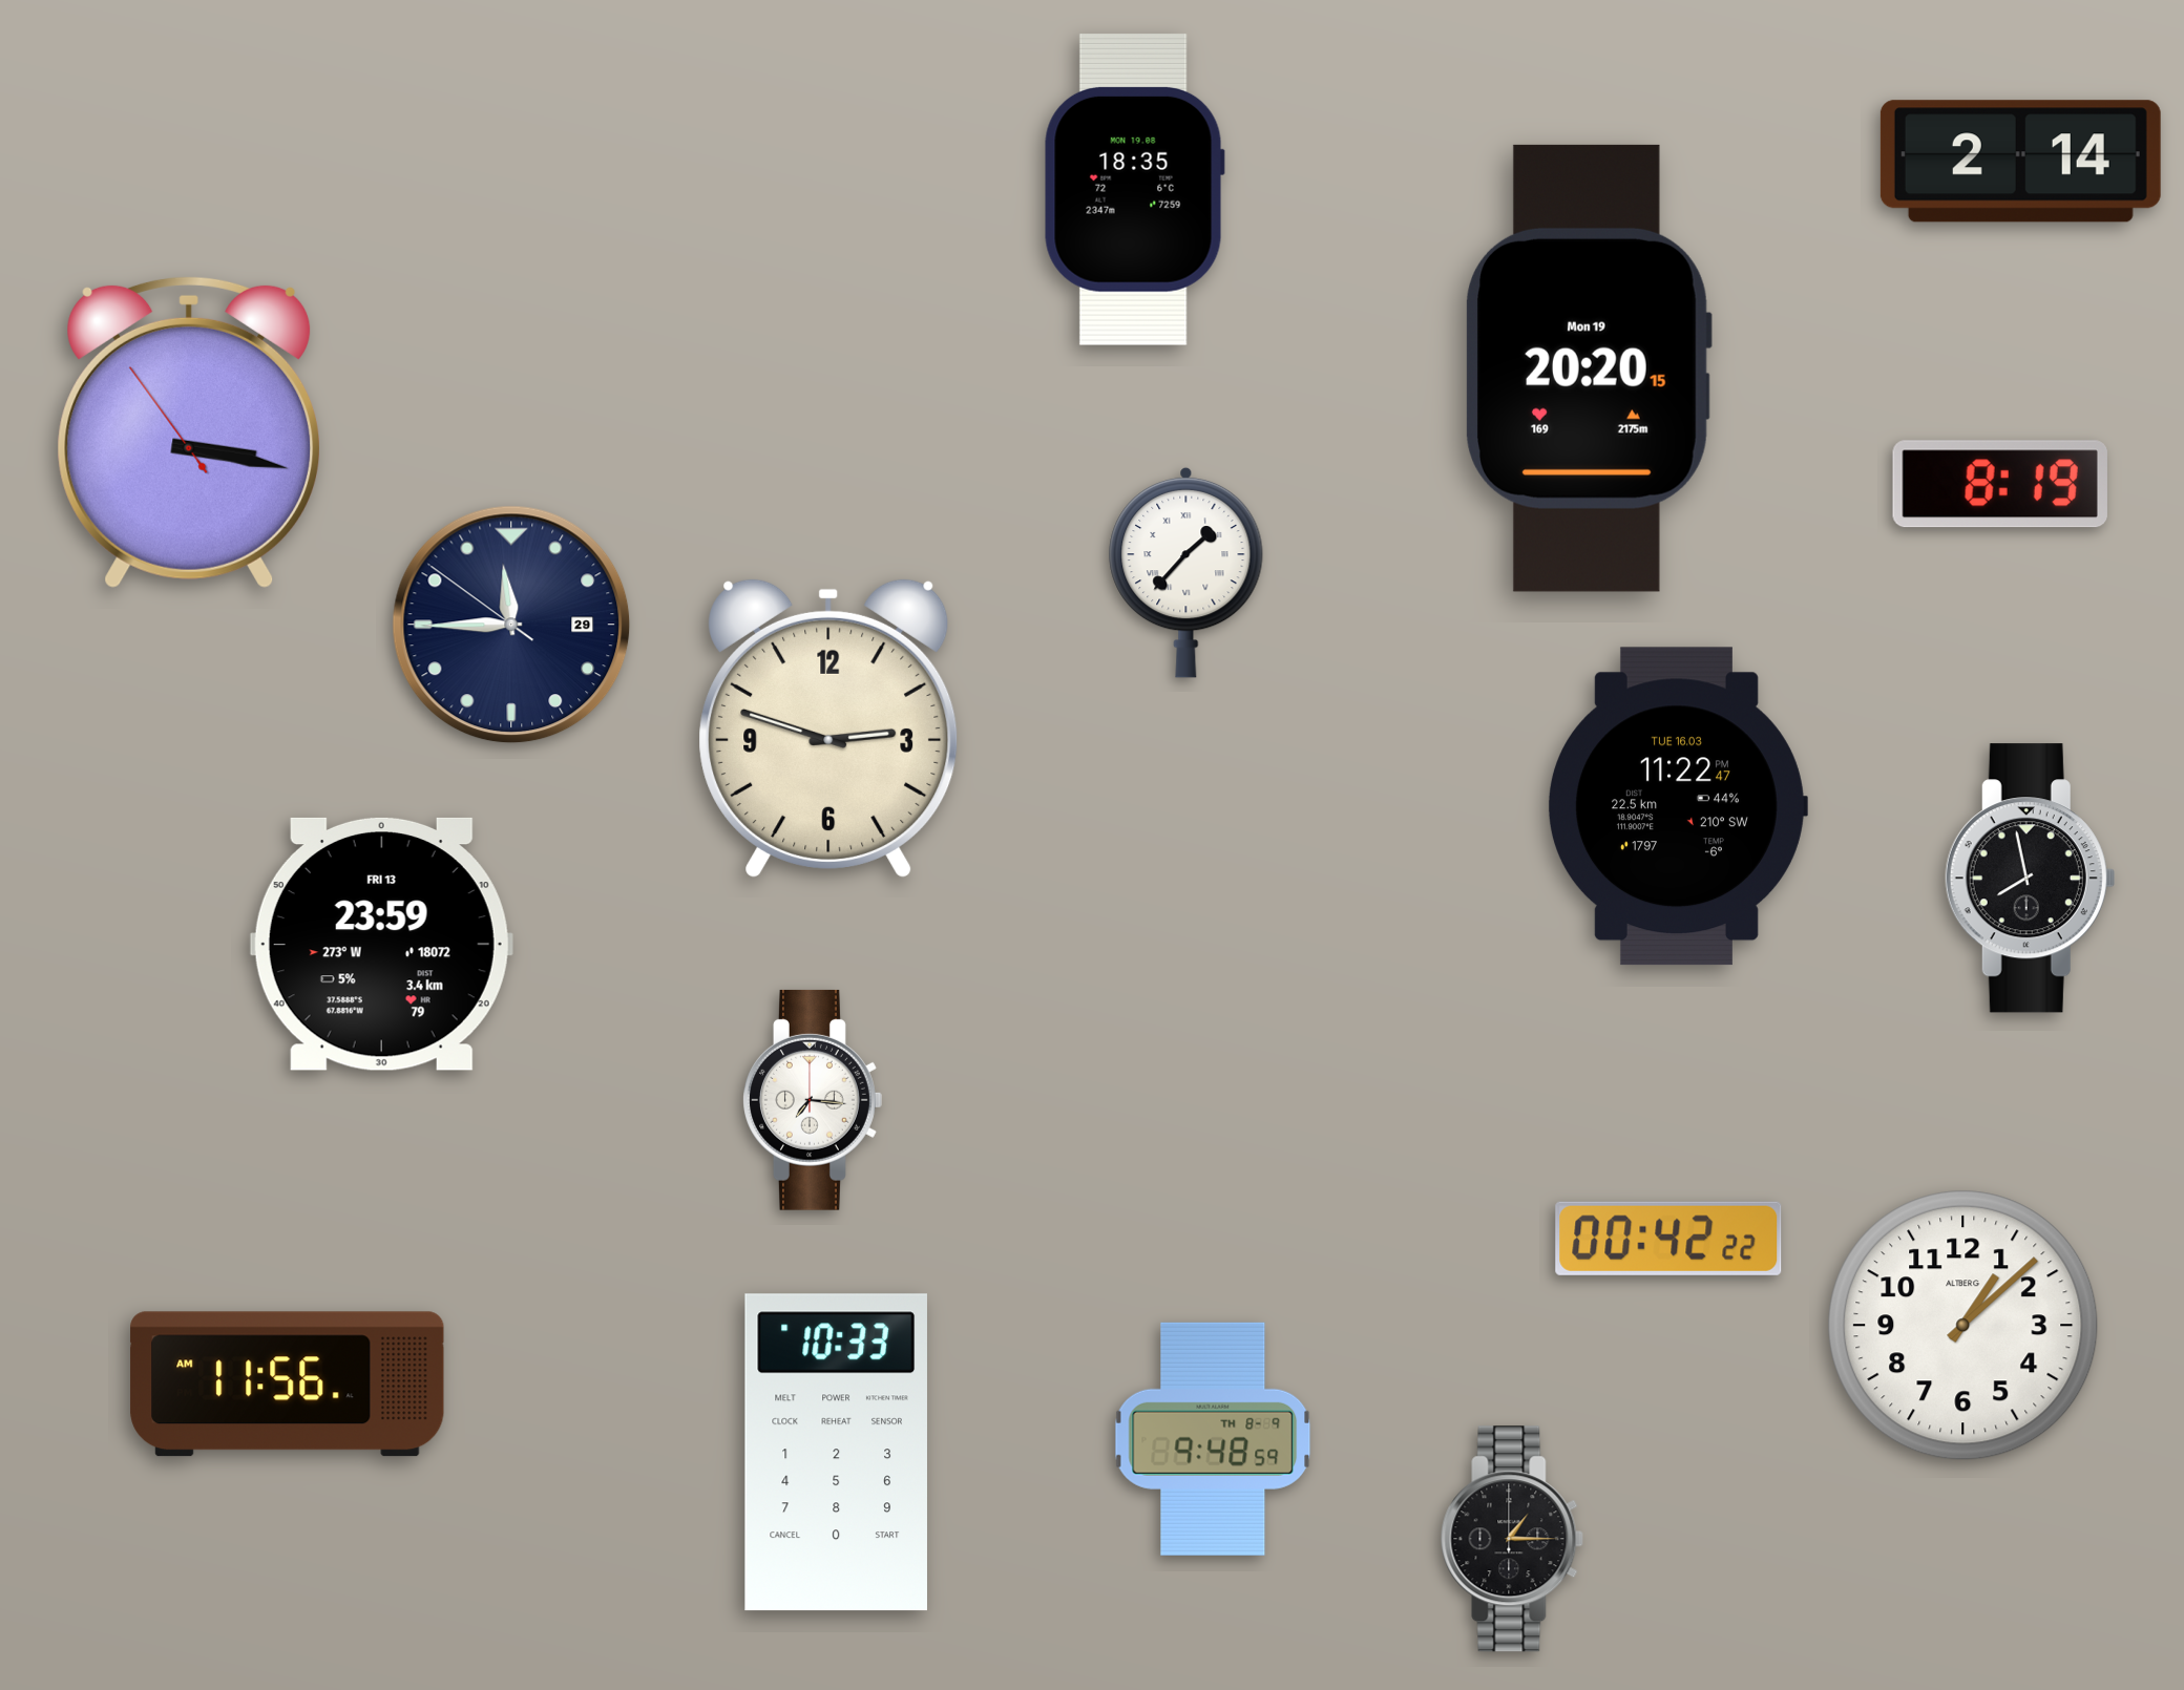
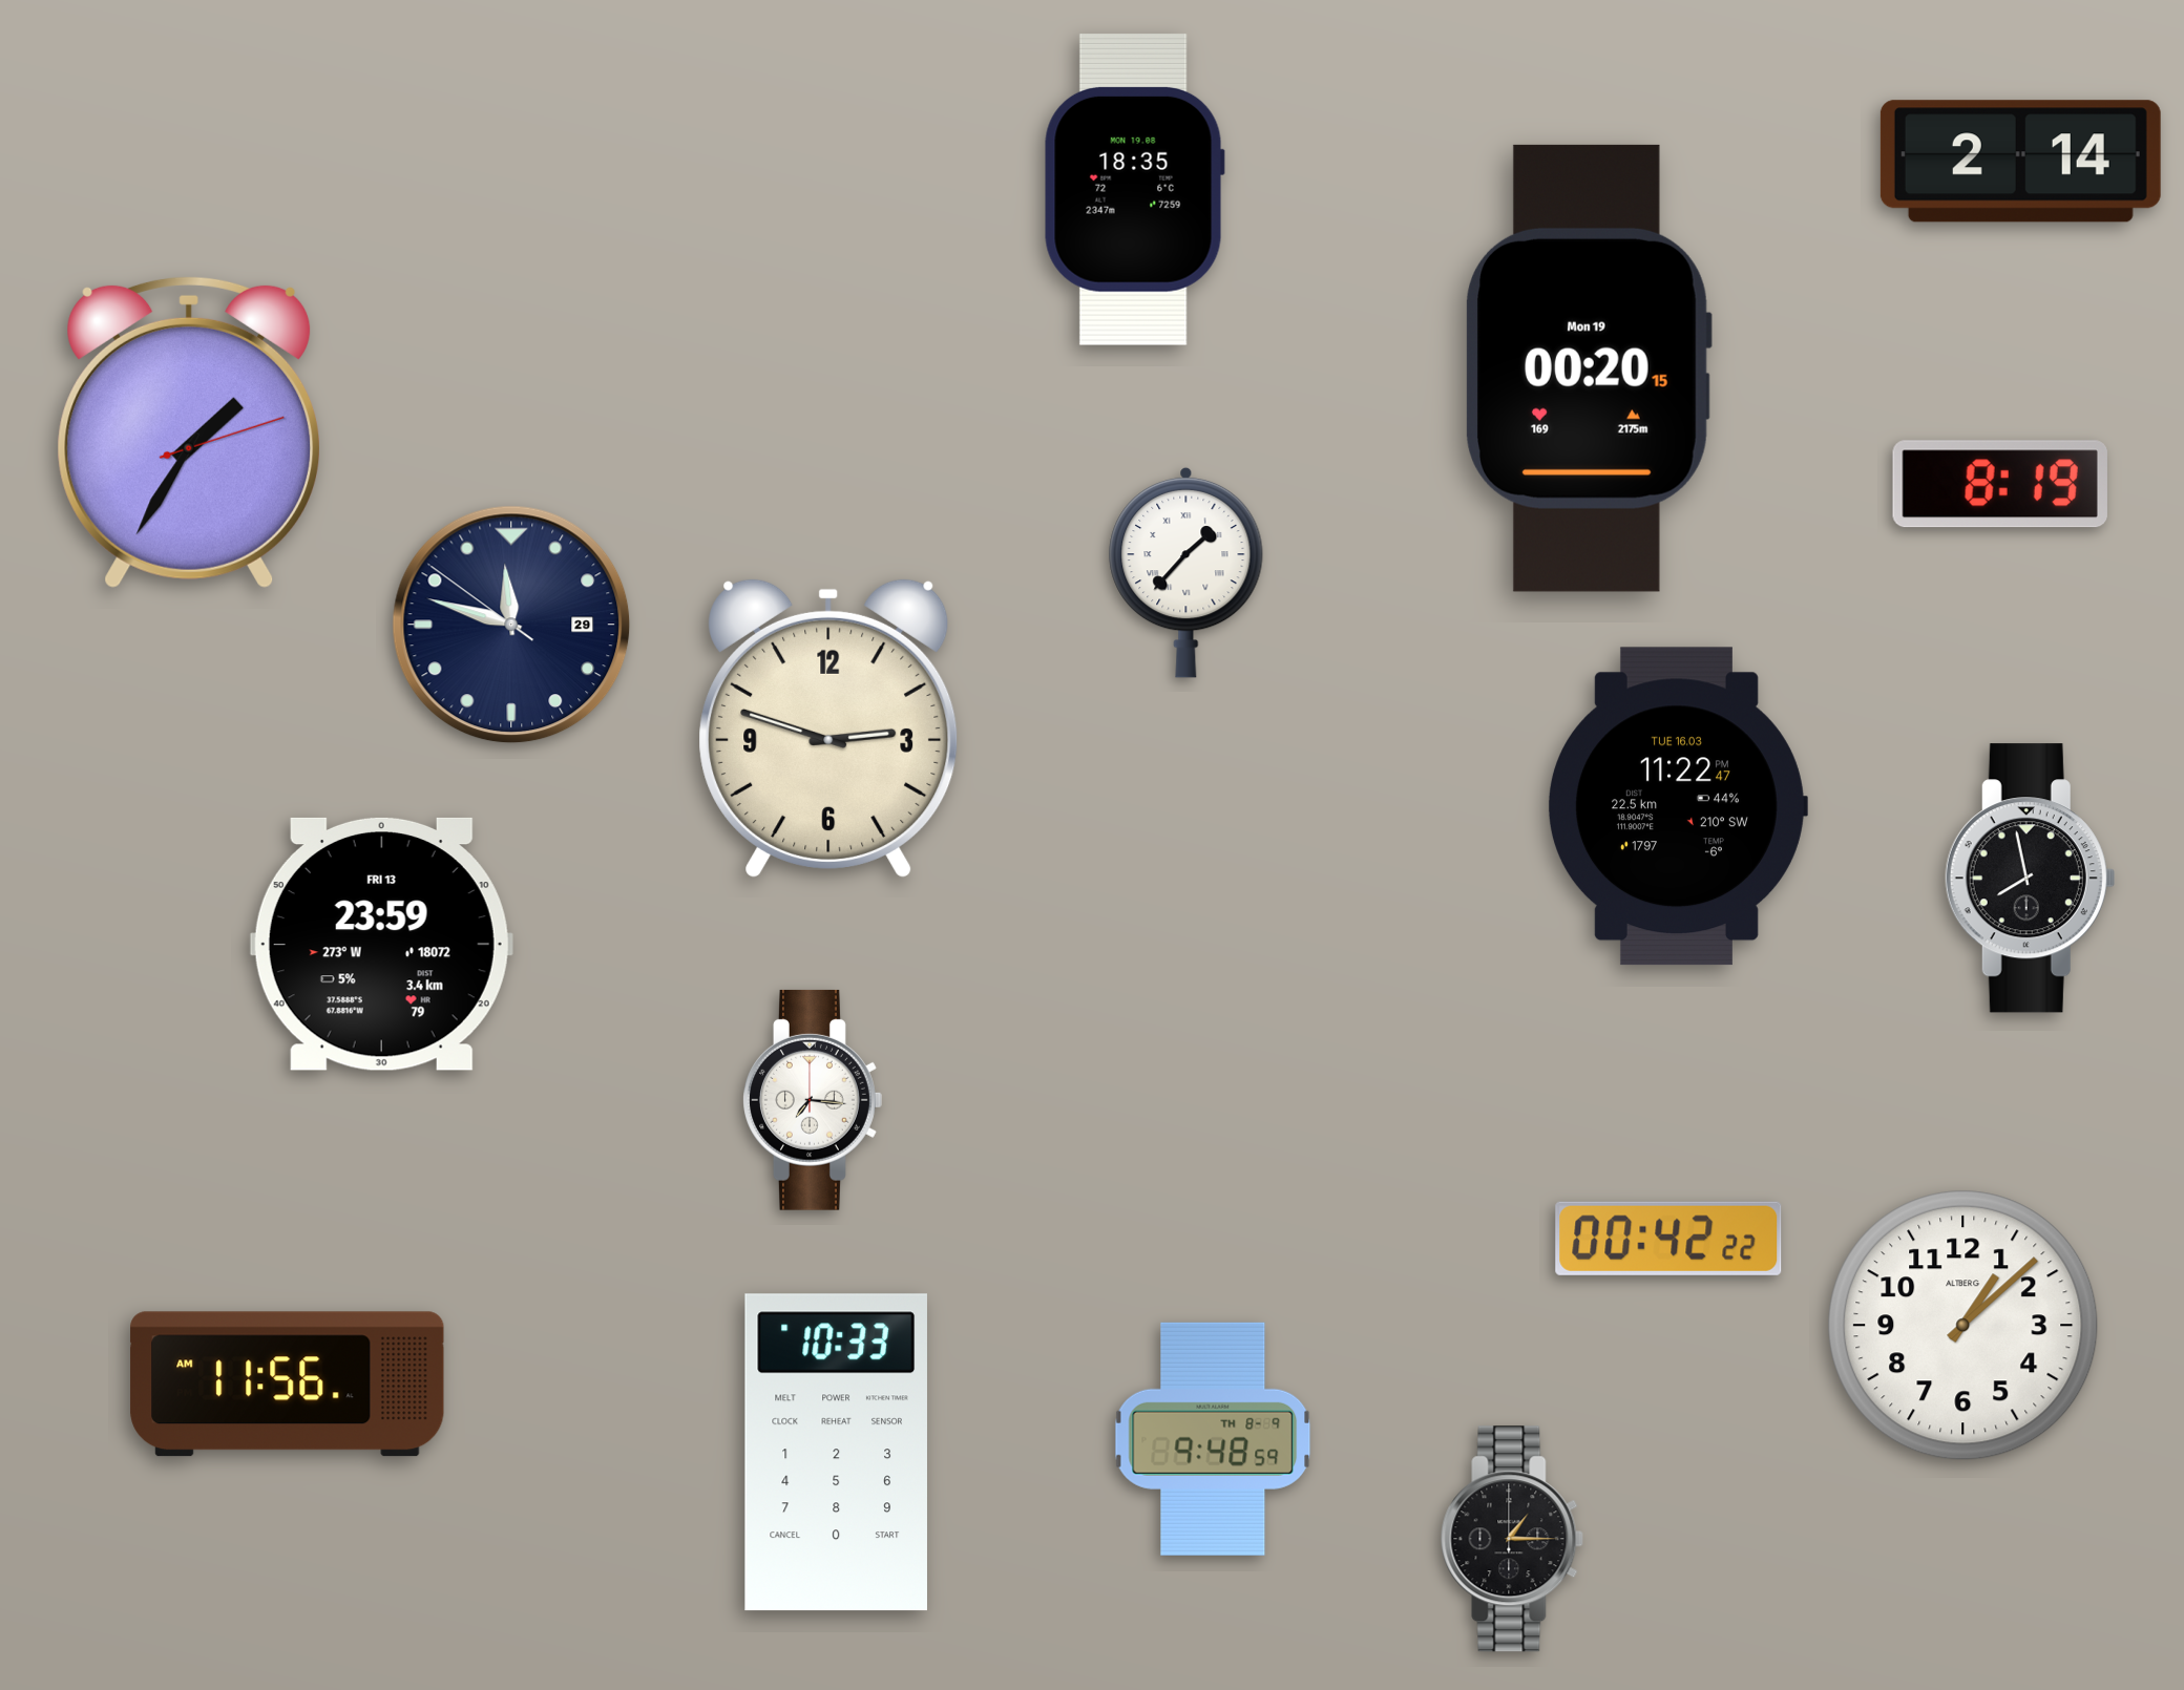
clock at (1589, 368): 20:20 -> 00:20
clock at (188, 431): 3:16 -> 1:35
clock at (511, 625): 11:44 -> 11:47
